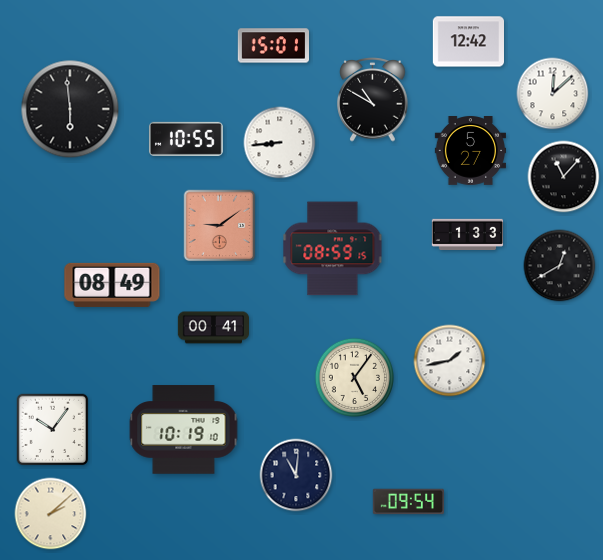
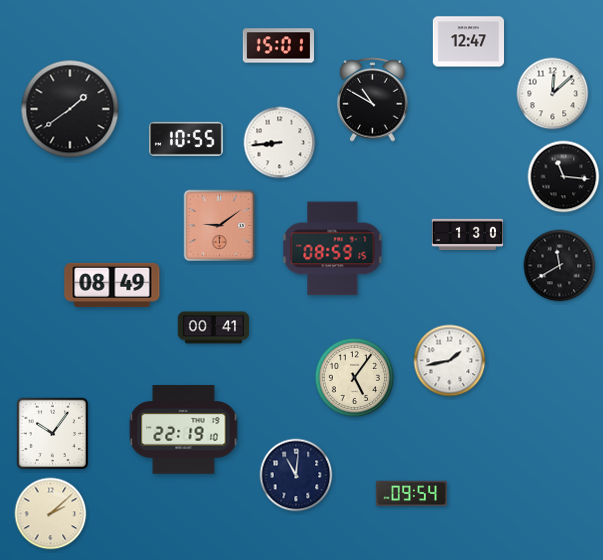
clock at (468, 42): 12:42 -> 12:47
clock at (273, 46) position: (273, 46) -> (278, 46)
clock at (70, 109): 5:59 -> 1:39
clock at (470, 151): 5:27 -> none
clock at (564, 177): 11:07 -> 11:16
clock at (468, 234): 1:33 -> 1:30
clock at (560, 266): 12:40 -> 11:40
clock at (53, 430) position: (53, 430) -> (53, 434)
clock at (184, 430): 10:19 -> 22:19
clock at (408, 502) position: (408, 502) -> (411, 494)
